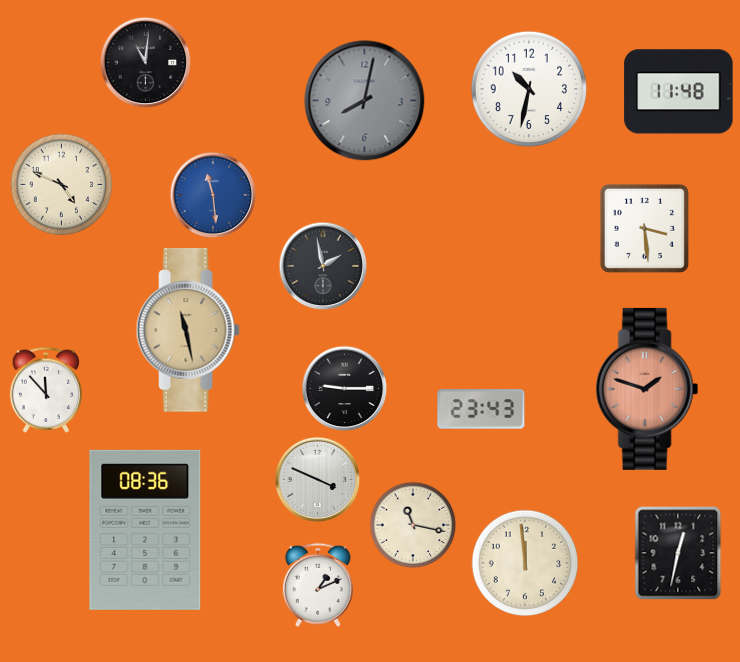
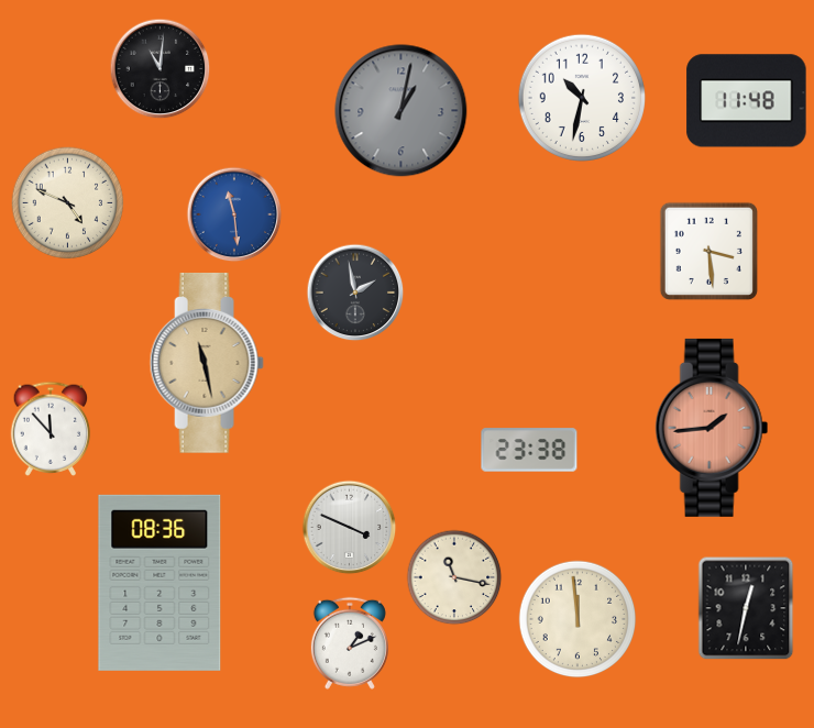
clock at (365, 101): 8:02 -> 1:02
clock at (345, 389): 9:15 -> none
clock at (647, 389): 1:48 -> 1:44
clock at (481, 409): 23:43 -> 23:38
